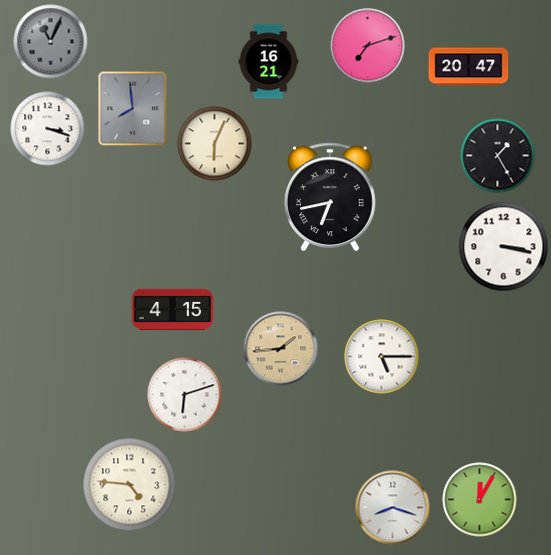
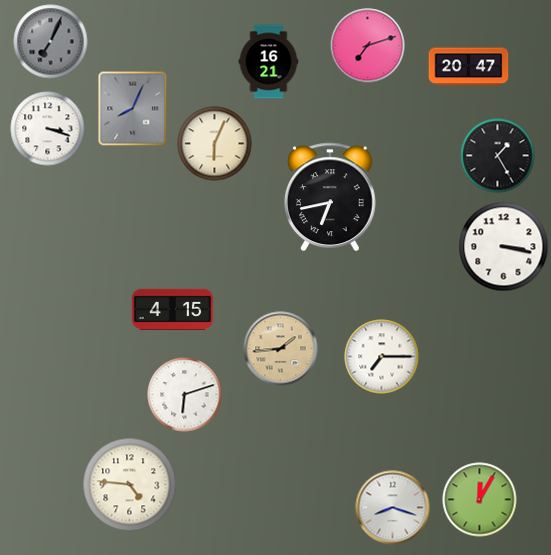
clock at (51, 42): 11:04 -> 7:04
clock at (133, 109): 7:59 -> 8:04
clock at (382, 357): 5:15 -> 7:15
